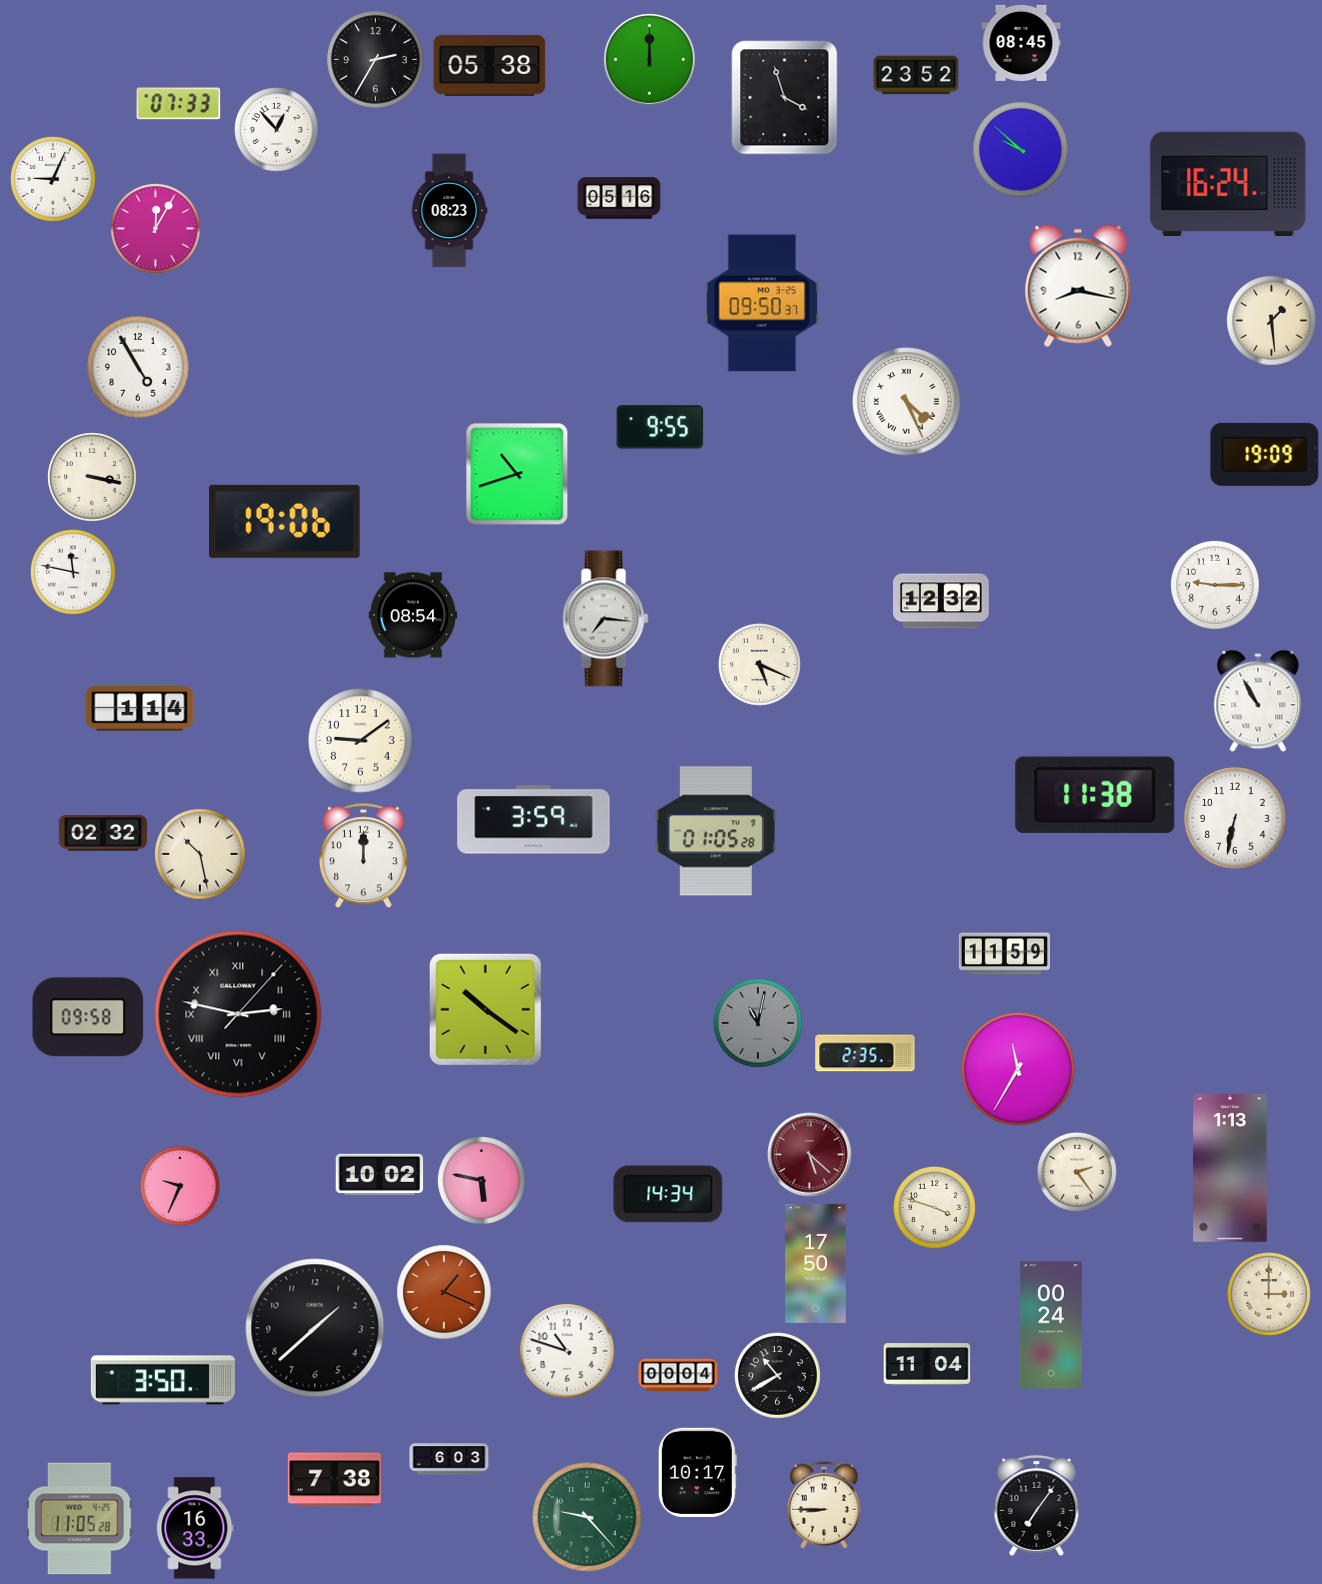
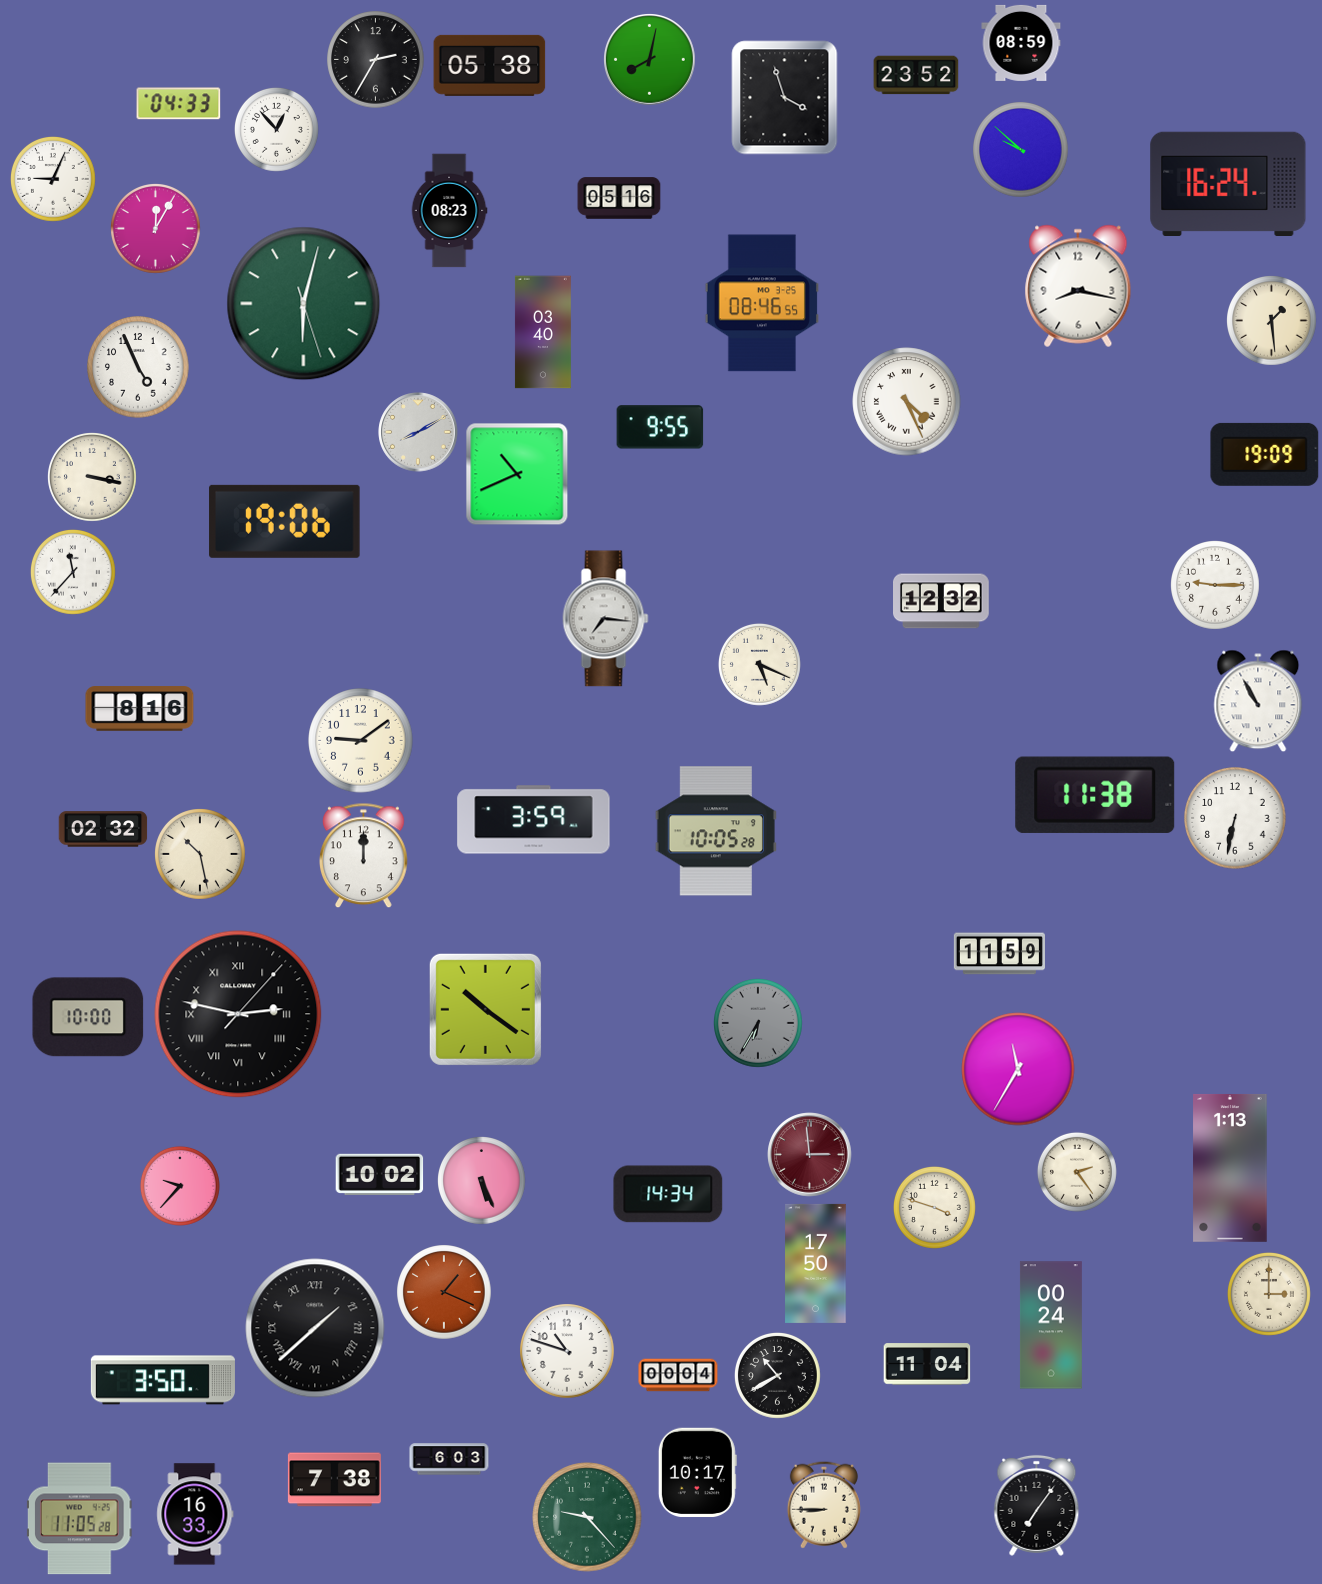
clock at (1021, 43): 08:45 -> 08:59
clock at (650, 60): 12:00 -> 8:02
clock at (179, 104): 07:33 -> 04:33
clock at (762, 303): 09:50 -> 08:46
clock at (304, 304): none -> 6:02
clock at (543, 332): none -> 03:40
clock at (138, 367): 4:55 -> 4:56
clock at (418, 432): none -> 8:10
clock at (517, 474): 10:42 -> 10:41
clock at (73, 572): 11:47 -> 11:37
clock at (413, 615): 08:54 -> none
clock at (140, 709): 1:14 -> 8:16
clock at (716, 831): 01:05 -> 10:05
clock at (103, 833) position: (103, 833) -> (103, 829)
clock at (1004, 954) position: (1004, 954) -> (999, 954)
clock at (88, 1017): 09:58 -> 10:00
clock at (759, 1024): 11:02 -> 6:35
clock at (865, 1053): 2:35 -> none
clock at (810, 1155): 5:22 -> 2:59
clock at (482, 1181): 5:47 -> 5:26
clock at (180, 1186): 9:34 -> 9:37
clock at (315, 1328) numerals: Arabic -> Roman
clock at (195, 1528) position: (195, 1528) -> (195, 1514)
